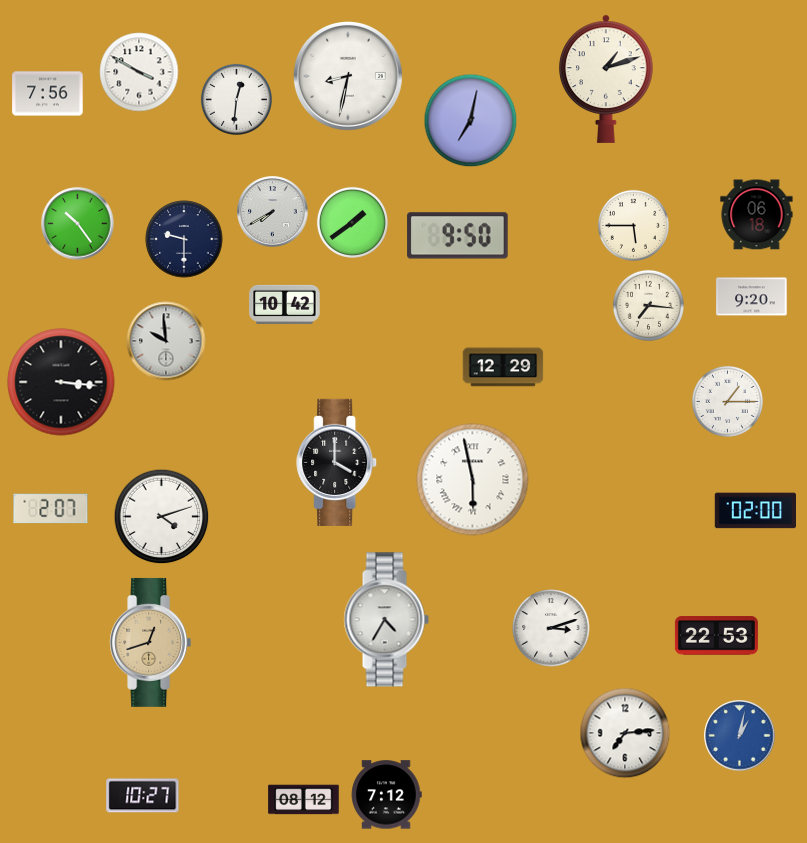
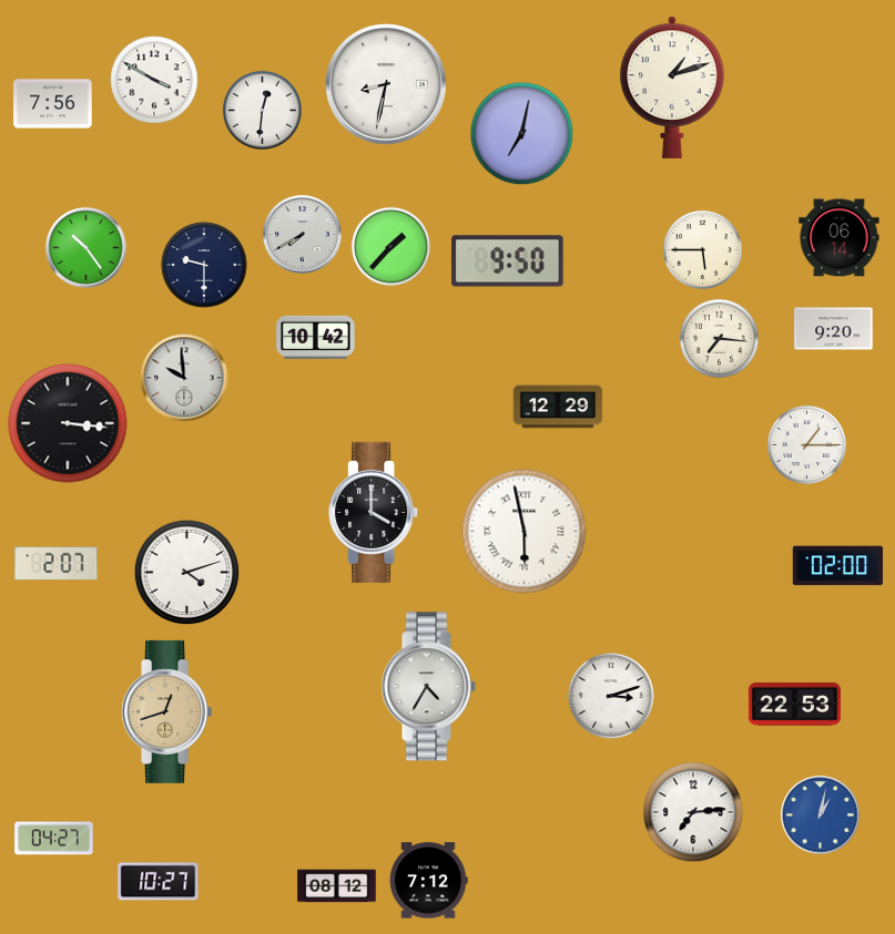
clock at (757, 215): 06:18 -> 06:14
clock at (352, 222): 1:39 -> 1:37
clock at (162, 517) position: (162, 517) -> (187, 573)
clock at (54, 839): none -> 04:27
